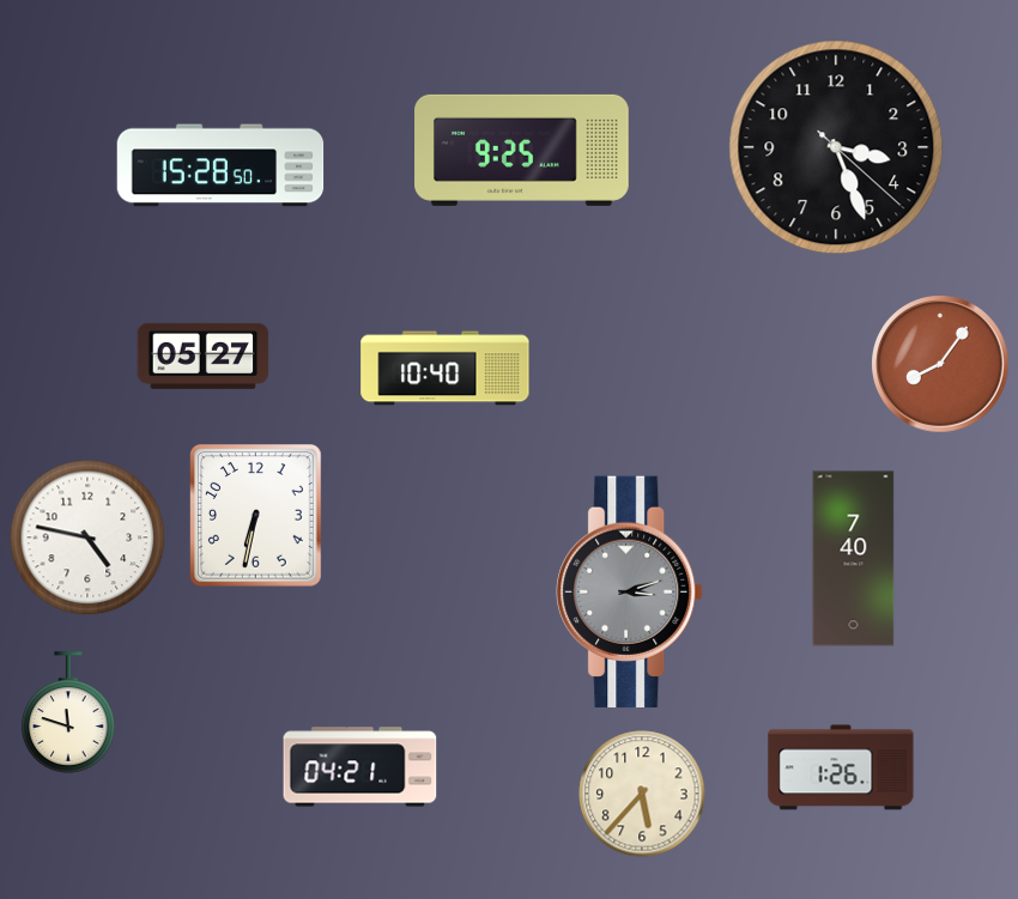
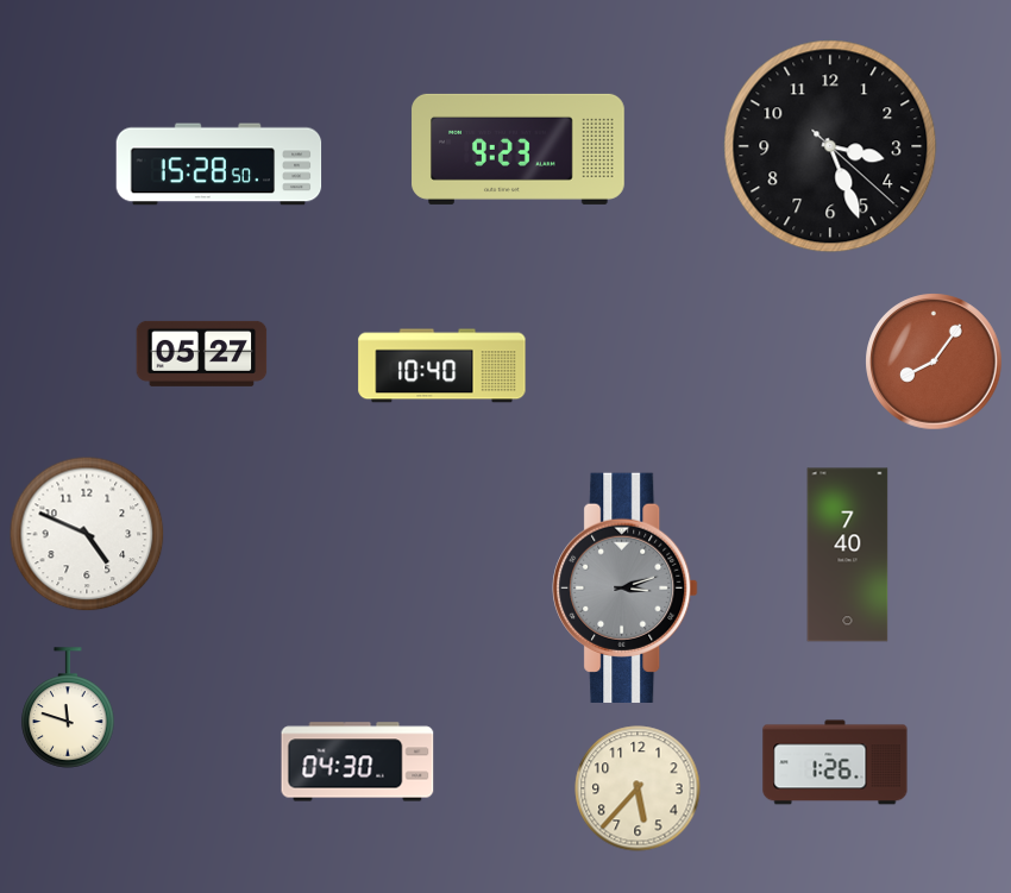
clock at (522, 150): 9:25 -> 9:23
clock at (256, 516): 6:32 -> none
clock at (87, 537): 4:47 -> 4:49
clock at (360, 767): 04:21 -> 04:30
